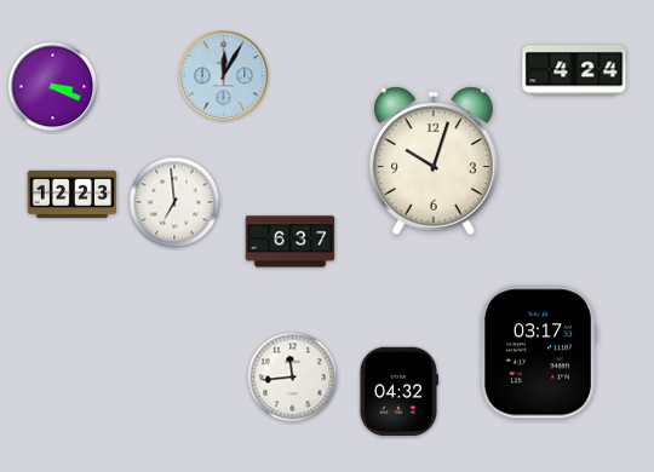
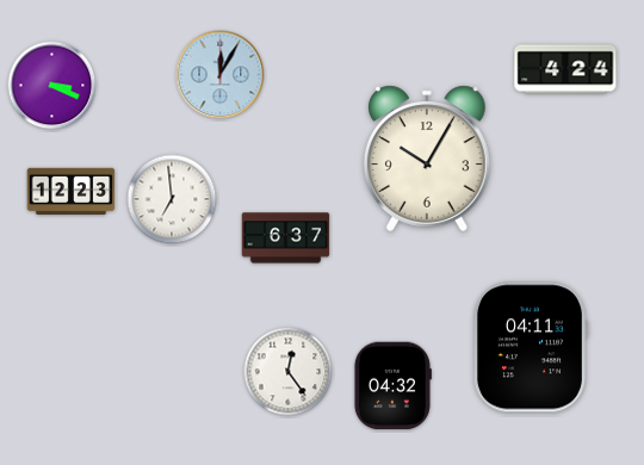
clock at (435, 161): 10:03 -> 10:05
clock at (539, 352): 03:17 -> 04:11
clock at (293, 378): 11:44 -> 12:24
